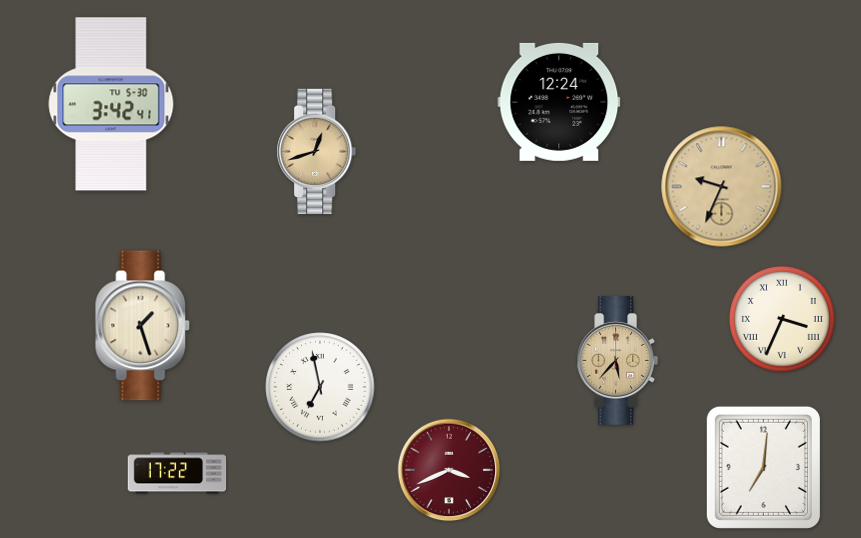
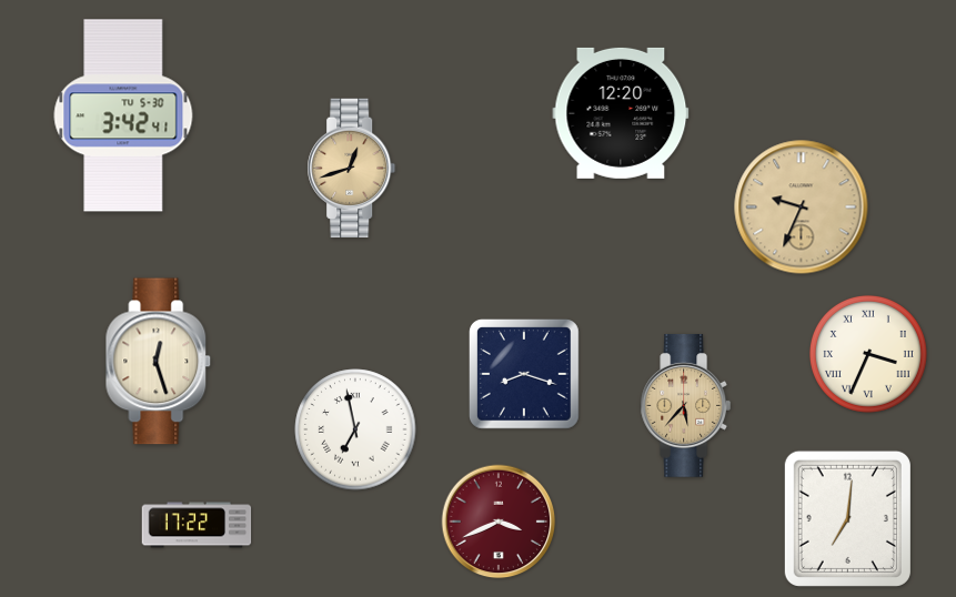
clock at (559, 102): 12:24 -> 12:20
clock at (143, 326): 1:27 -> 12:27
clock at (524, 374): none -> 8:18
clock at (618, 361) position: (618, 361) -> (686, 406)
